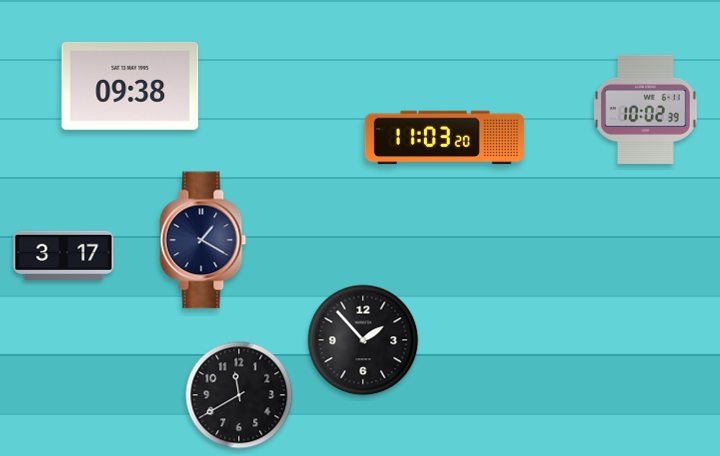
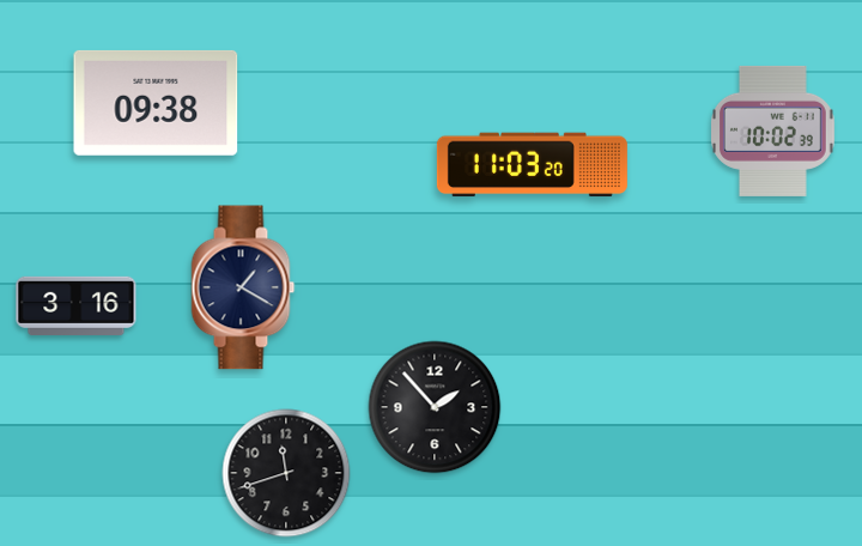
clock at (64, 255): 3:17 -> 3:16
clock at (239, 395): 11:40 -> 11:42
